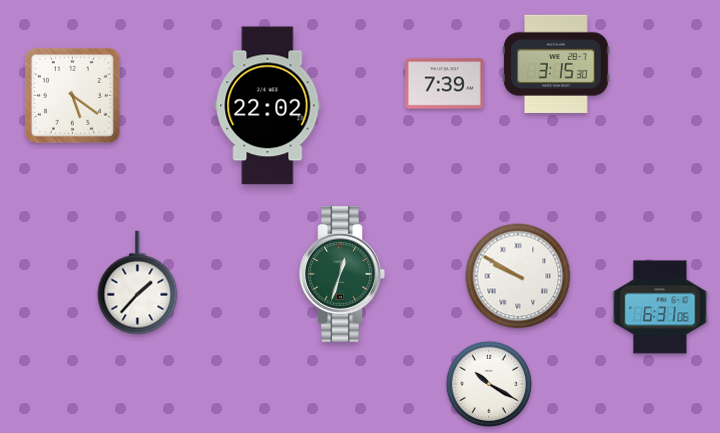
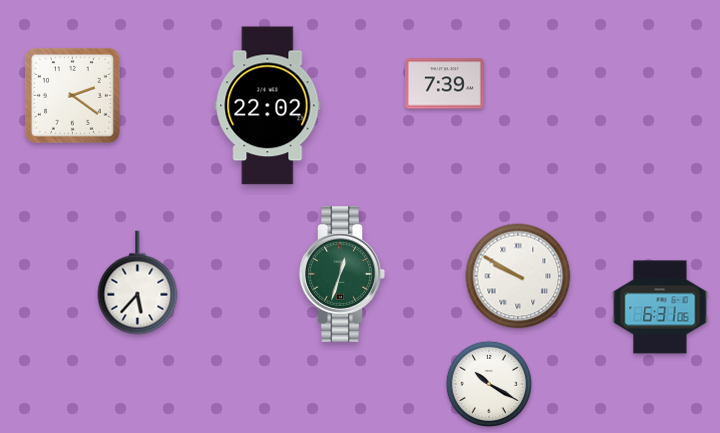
clock at (556, 64): 3:15 -> none
clock at (72, 95): 5:21 -> 2:21
clock at (138, 283): 1:37 -> 5:37
